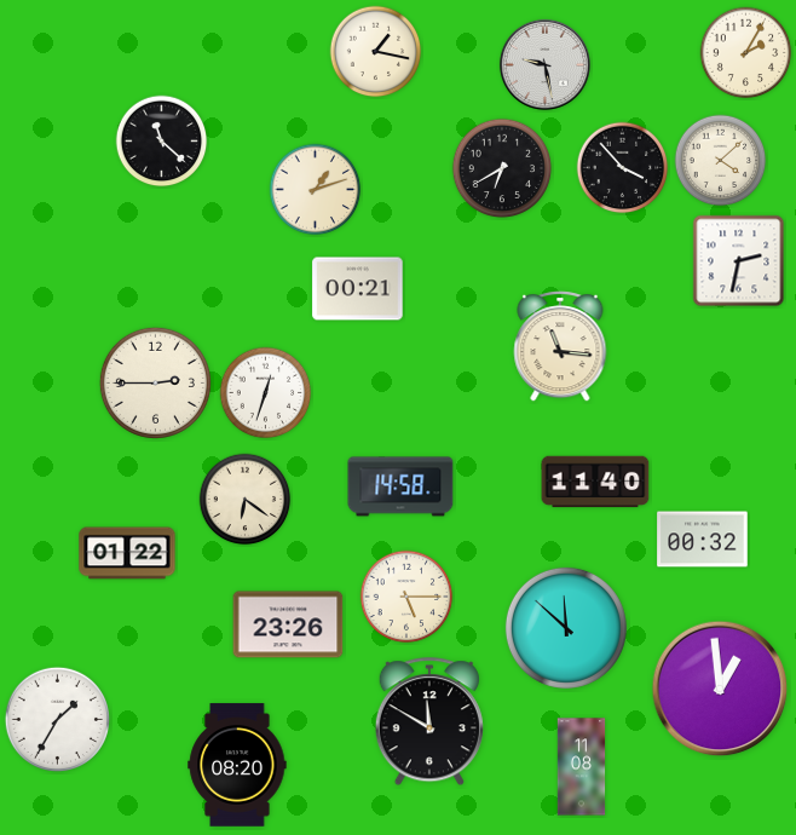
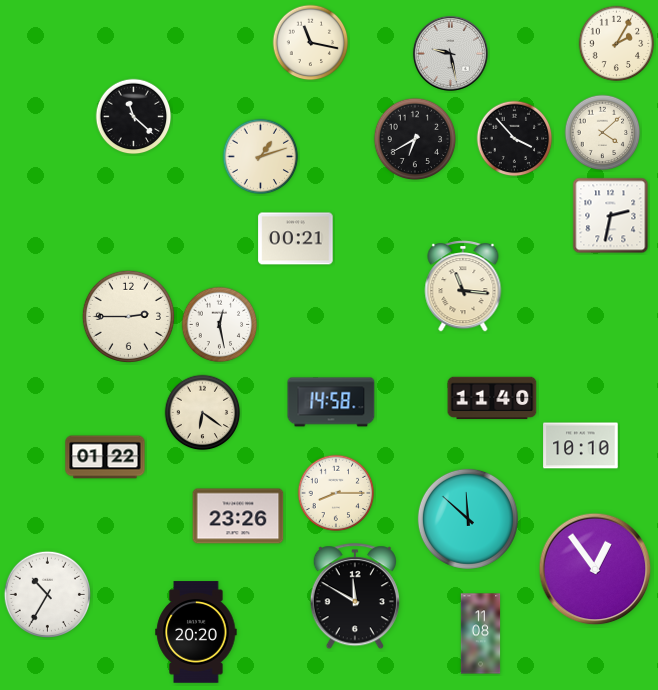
clock at (376, 52): 1:17 -> 11:17
clock at (721, 161) position: (721, 161) -> (603, 133)
clock at (266, 393): 12:33 -> 12:28
clock at (703, 540): 00:32 -> 10:10
clock at (406, 597): 5:15 -> 8:15
clock at (720, 689): 12:59 -> 12:54
clock at (57, 719): 1:35 -> 10:35
clock at (237, 765): 08:20 -> 20:20
